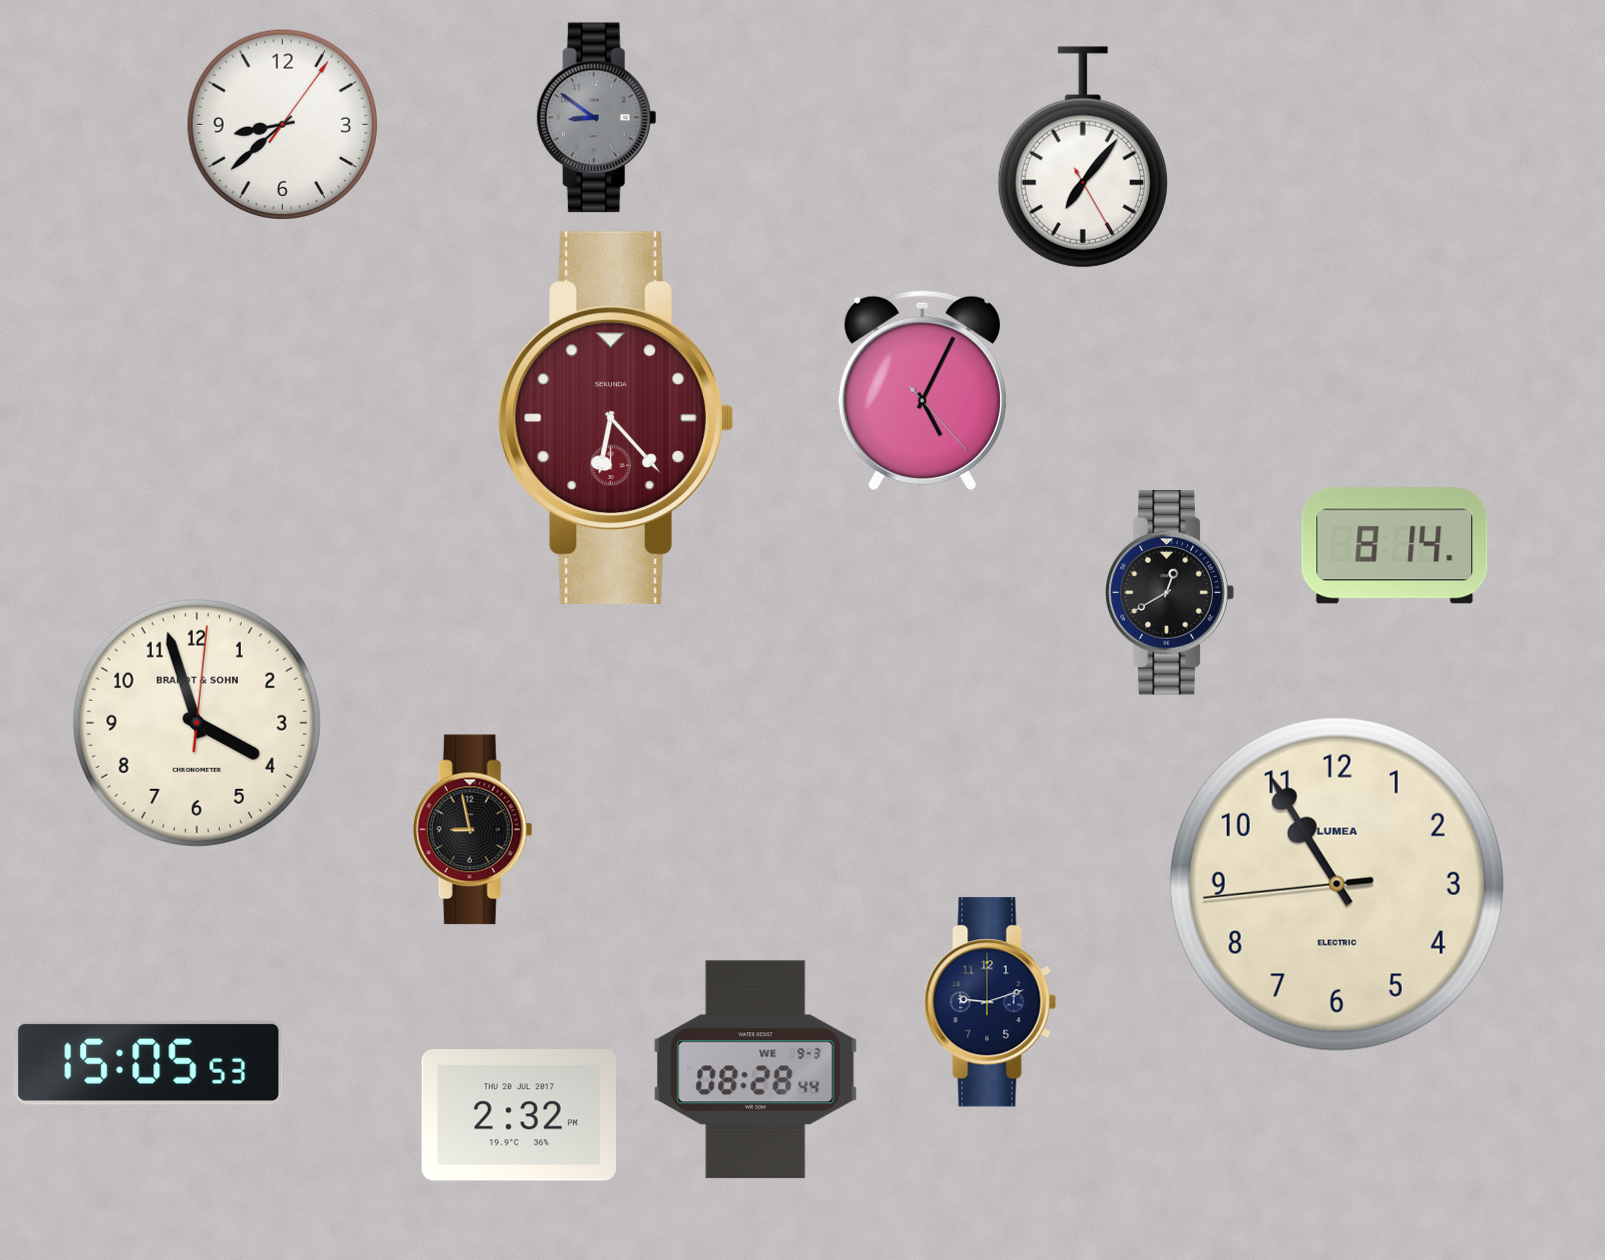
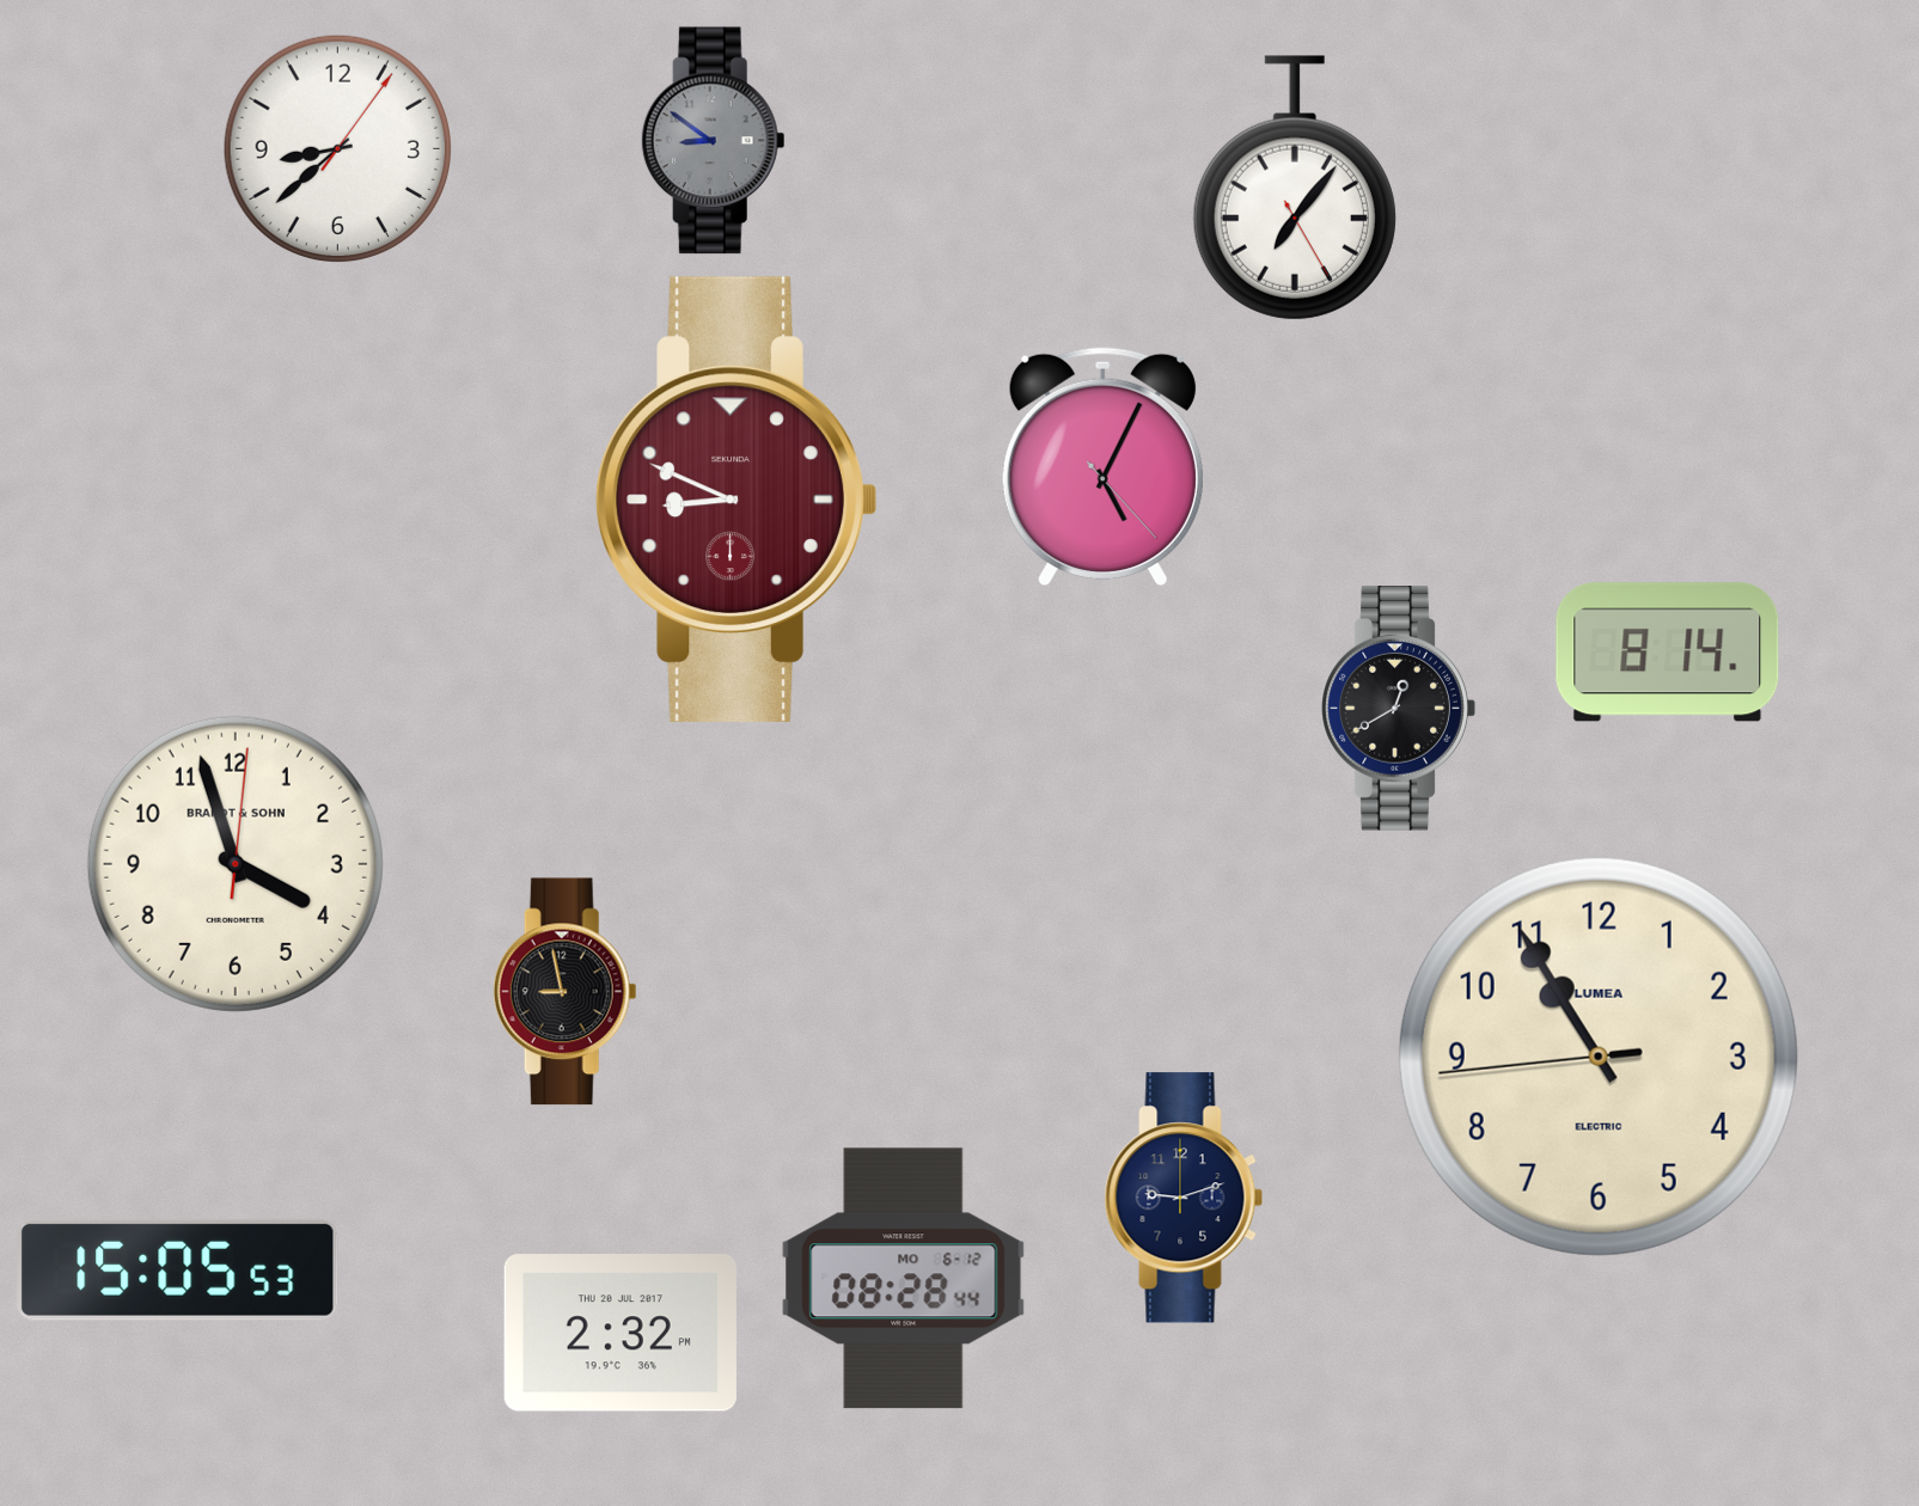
clock at (616, 418): 6:23 -> 8:49
clock at (756, 1070) date: WE 9-3 -> MO 6-12
